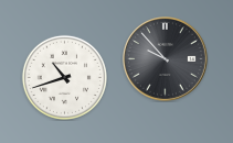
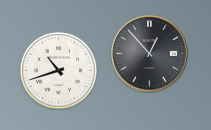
clock at (166, 59): 9:53 -> 12:53
